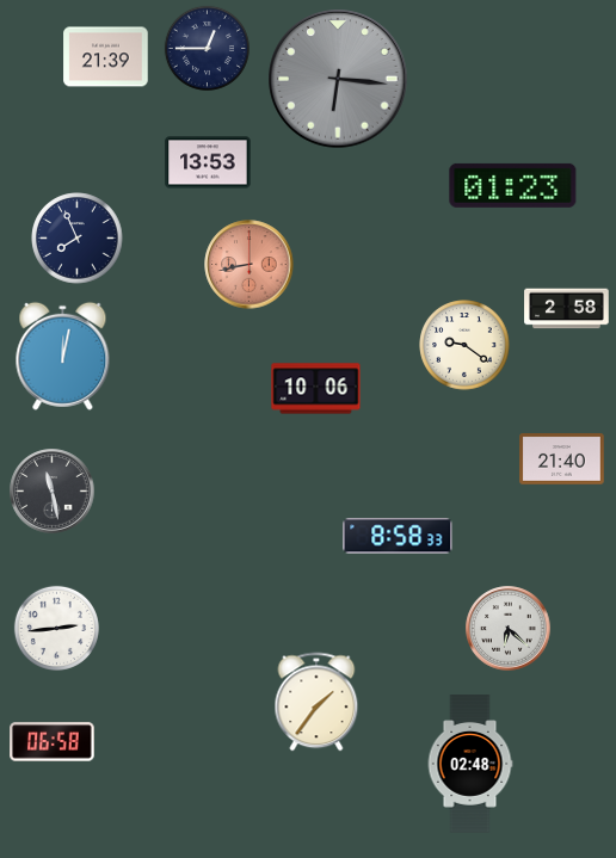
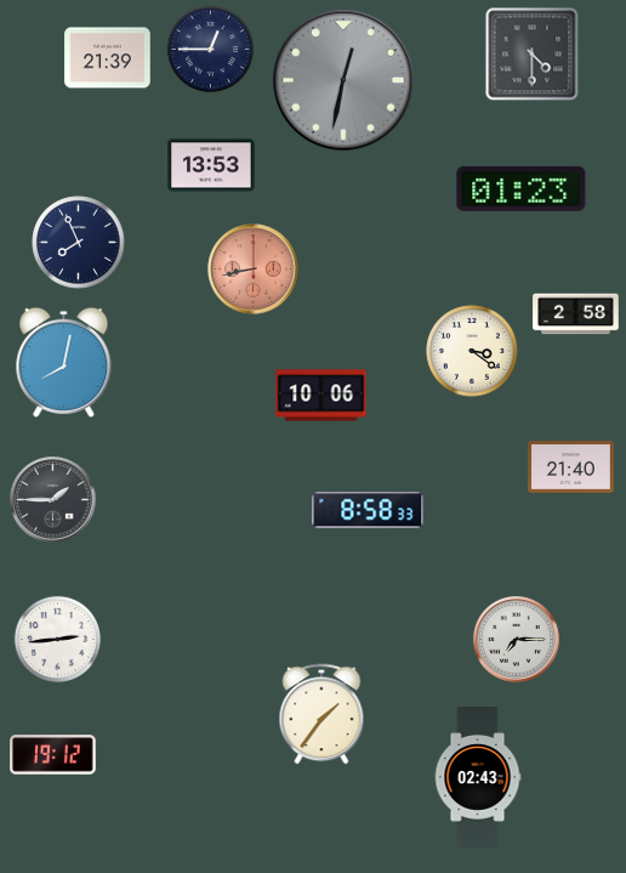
clock at (533, 55): none -> 4:30
clock at (338, 79): 6:16 -> 12:32
clock at (464, 345): 9:21 -> 3:21
clock at (63, 356): 12:02 -> 8:02
clock at (53, 492): 11:28 -> 1:45
clock at (398, 536) position: (398, 536) -> (368, 510)
clock at (509, 629): 6:22 -> 7:15
clock at (53, 742): 06:58 -> 19:12
clock at (470, 764): 02:48 -> 02:43
